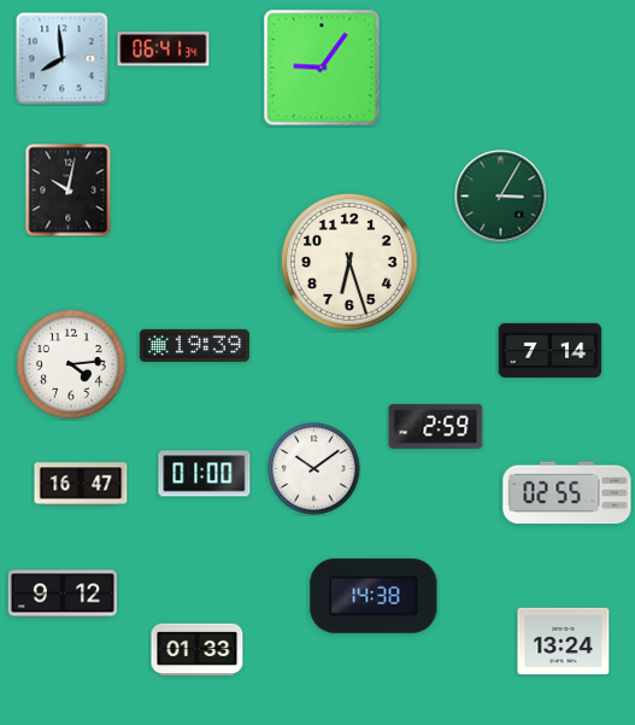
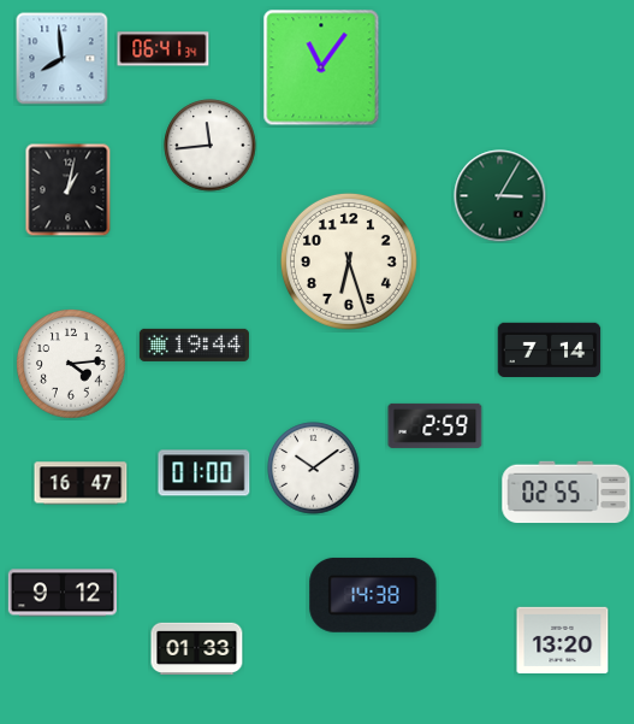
clock at (322, 68): 9:06 -> 11:06
clock at (211, 146): none -> 11:44
clock at (69, 189): 10:02 -> 1:02
clock at (194, 345): 19:39 -> 19:44
clock at (564, 641): 13:24 -> 13:20
